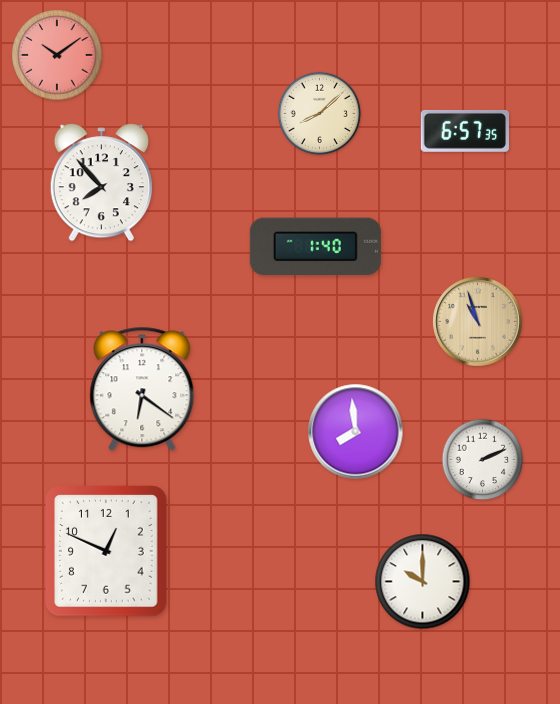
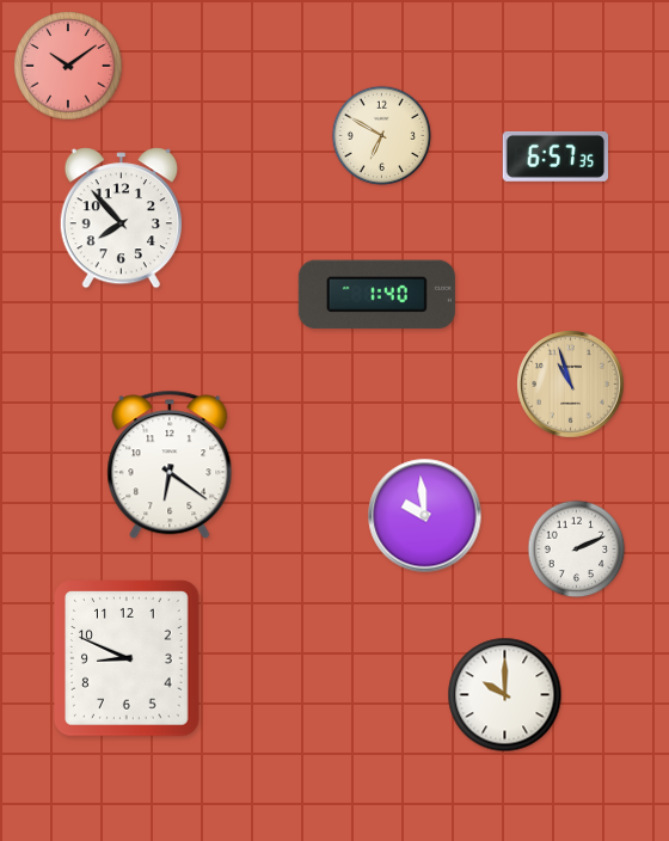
clock at (320, 114): 8:08 -> 6:50
clock at (356, 432): 7:59 -> 9:59
clock at (106, 551): 12:49 -> 8:49
